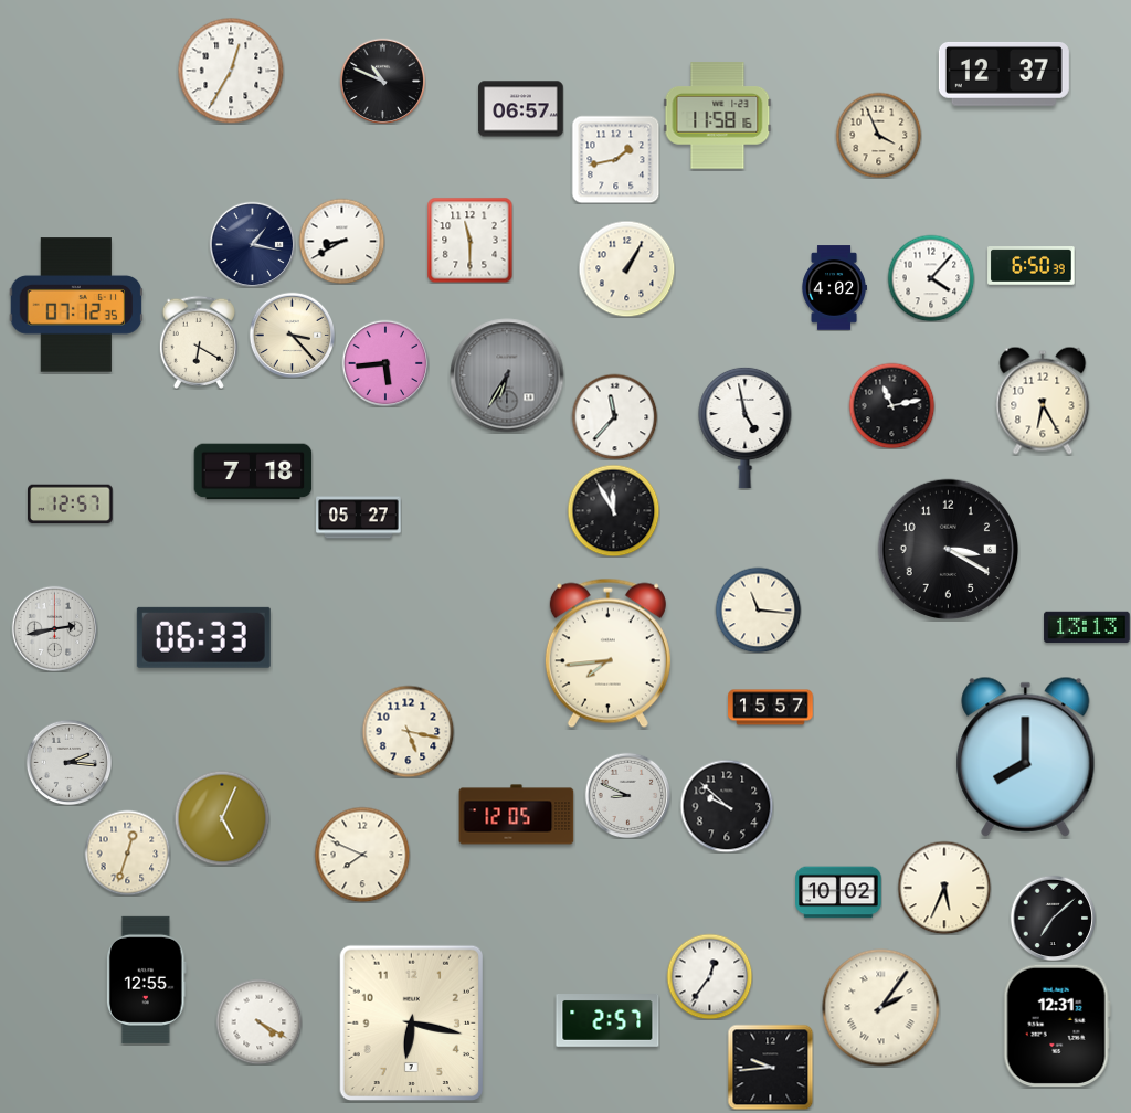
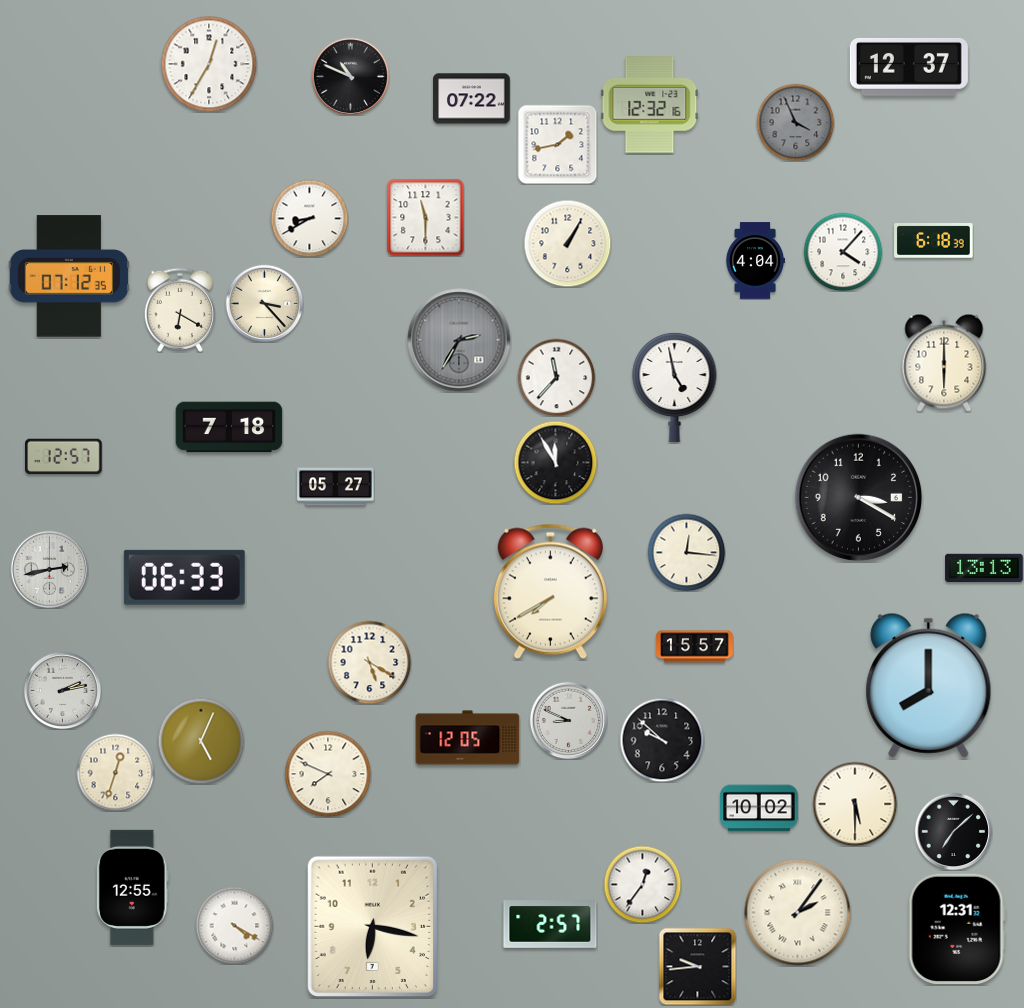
clock at (382, 81) position: (382, 81) -> (350, 76)
clock at (521, 109): 06:57 -> 07:22
clock at (718, 116): 11:58 -> 12:32
clock at (878, 135) dial: cream -> grey
clock at (252, 244): 1:17 -> none
clock at (1032, 266): 6:50 -> 6:18
clock at (834, 288): 4:02 -> 4:04
clock at (385, 363): 5:44 -> none
clock at (507, 375): 6:35 -> 2:35
clock at (1043, 401): 6:25 -> 6:00
clock at (891, 405): 11:13 -> none
clock at (359, 518) position: (359, 518) -> (336, 487)
clock at (758, 609): 11:16 -> 12:16
clock at (607, 653): 7:44 -> 7:40
clock at (771, 708) position: (771, 708) -> (695, 647)
clock at (408, 731): 5:17 -> 5:20
clock at (68, 762): 2:16 -> 2:13
clock at (727, 806) position: (727, 806) -> (662, 740)
clock at (944, 888): 5:34 -> 5:30
